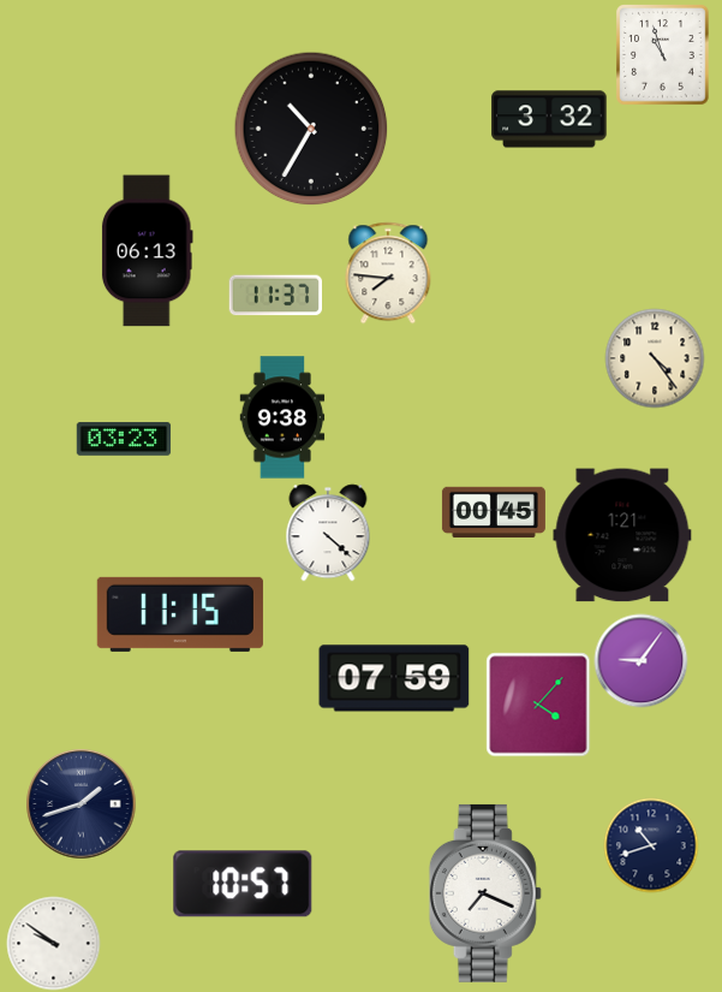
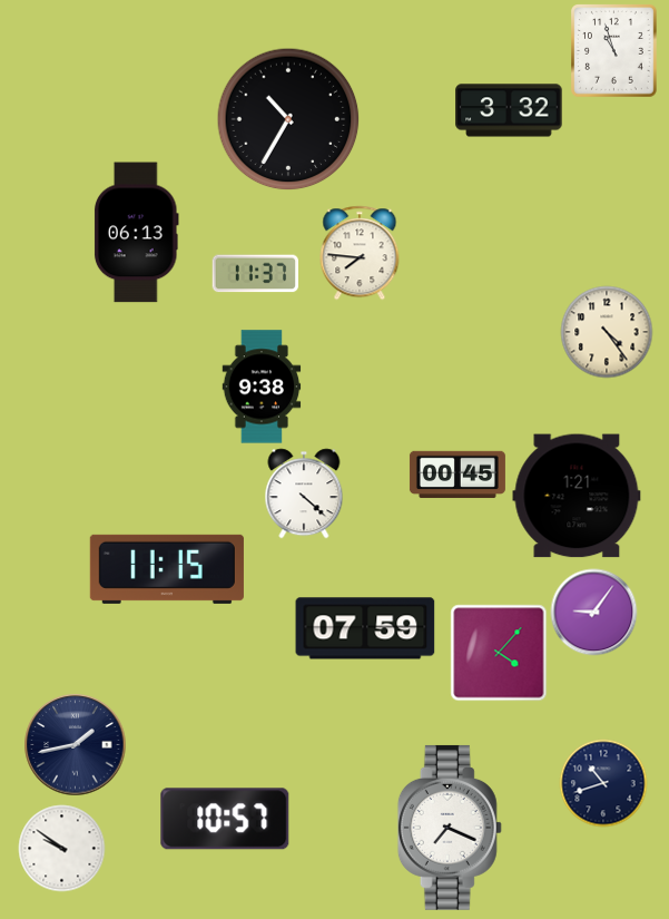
clock at (124, 439): 03:23 -> none
clock at (80, 803): 1:42 -> 1:43
clock at (53, 943) position: (53, 943) -> (61, 848)
